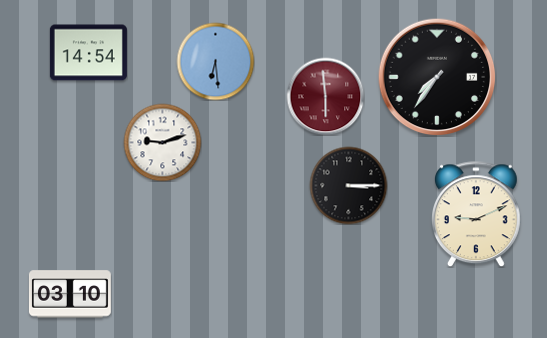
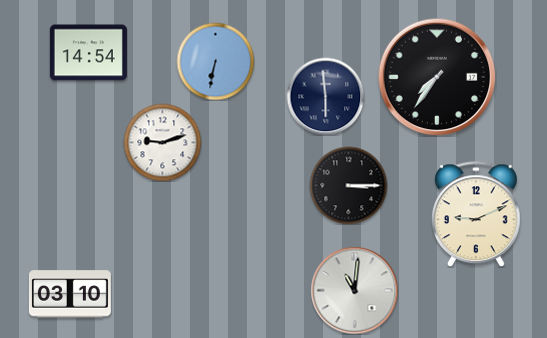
clock at (215, 61): 6:29 -> 6:32
clock at (325, 96) dial: burgundy -> navy
clock at (354, 290): none -> 11:01
